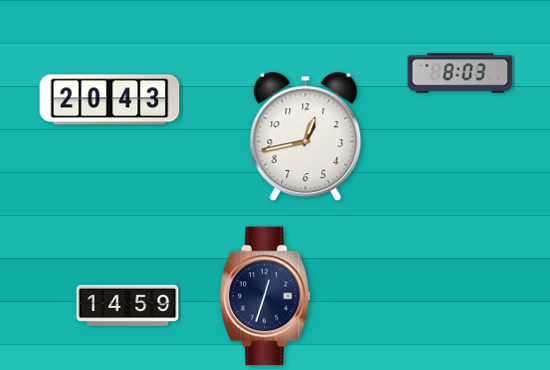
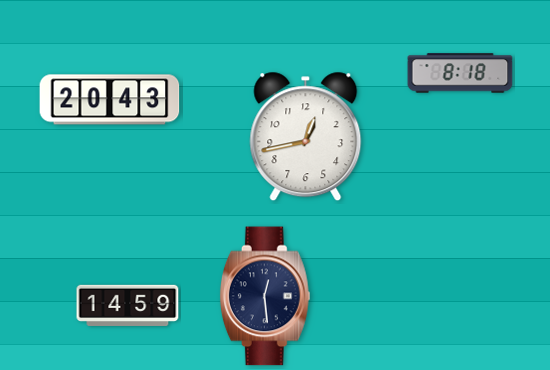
clock at (460, 73): 8:03 -> 8:18
clock at (265, 296): 12:33 -> 12:29
